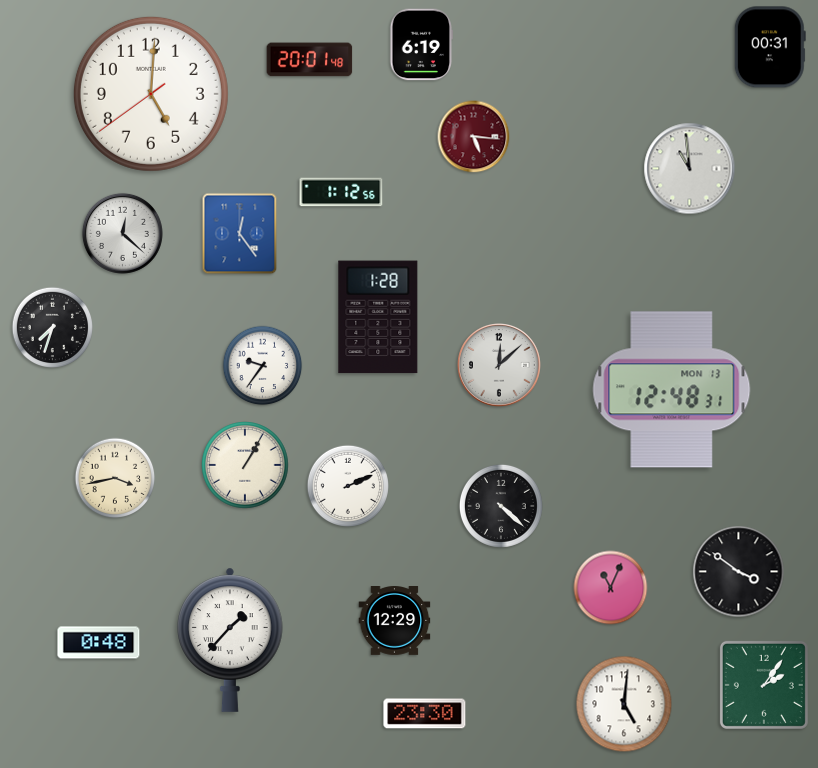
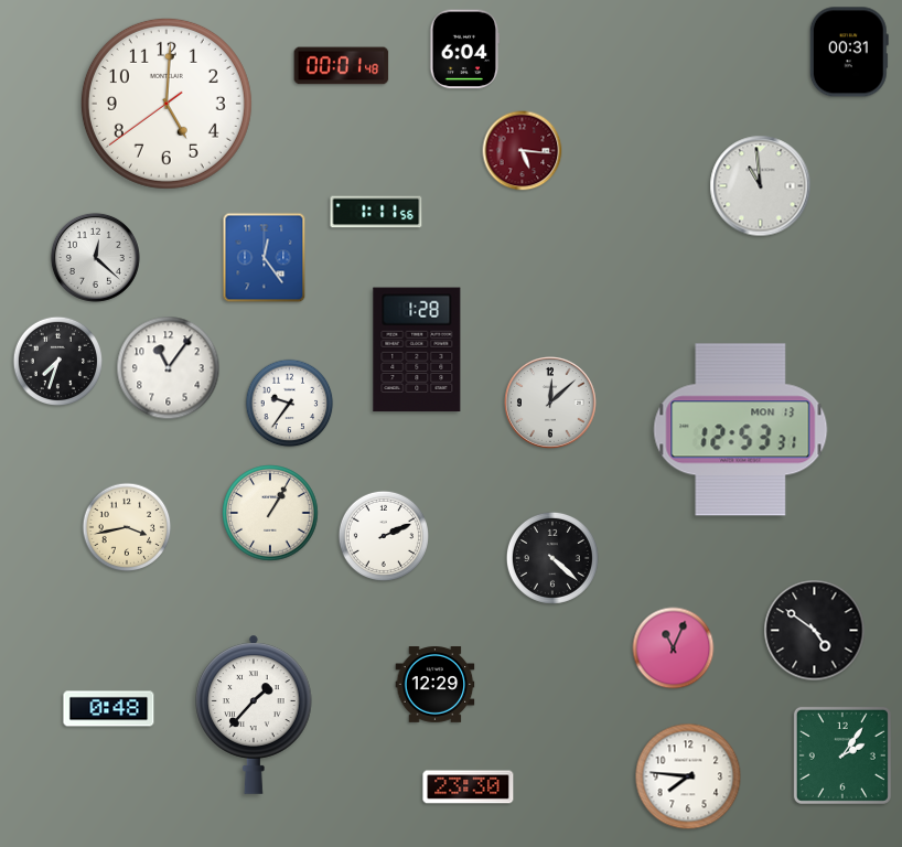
clock at (422, 45): 6:19 -> 6:04
clock at (310, 60): 20:01 -> 00:01
clock at (341, 192): 1:12 -> 1:11
clock at (122, 233) position: (122, 233) -> (95, 257)
clock at (169, 368): none -> 11:06
clock at (672, 390): 12:48 -> 12:53
clock at (739, 572): 3:51 -> 4:51
clock at (230, 640) position: (230, 640) -> (254, 715)
clock at (624, 704): 5:01 -> 7:46
